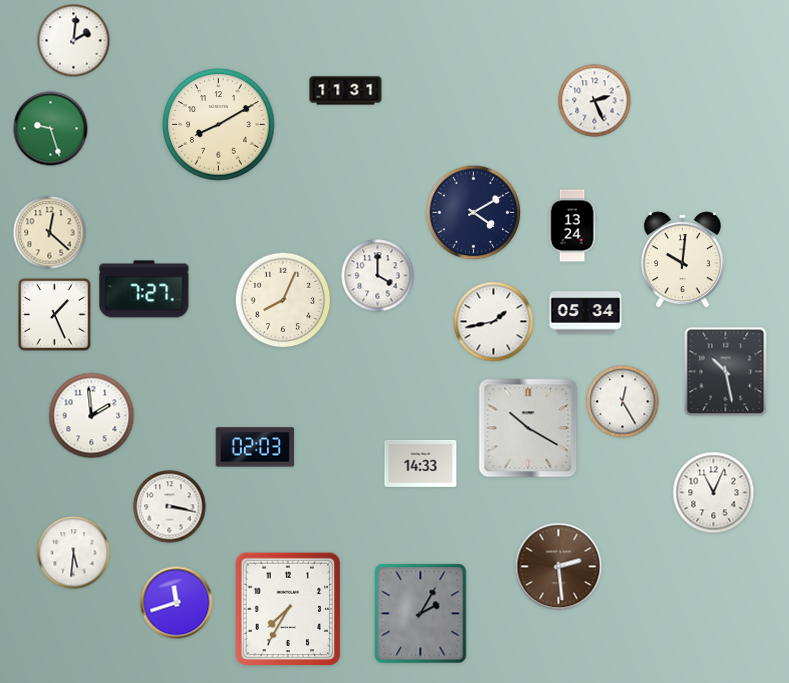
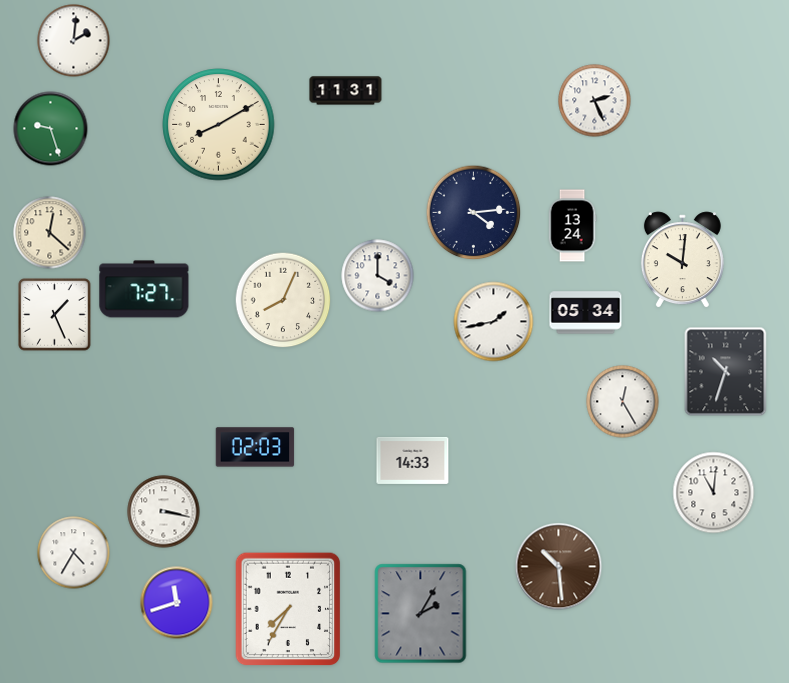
clock at (474, 213): 4:10 -> 4:14
clock at (726, 372): 10:28 -> 10:33
clock at (92, 416): 1:59 -> none
clock at (528, 428): 10:20 -> none
clock at (421, 463) position: (421, 463) -> (413, 460)
clock at (714, 493): 11:04 -> 11:01
clock at (170, 507) position: (170, 507) -> (164, 512)
clock at (74, 553): 5:31 -> 4:35
clock at (559, 567): 2:29 -> 10:29
